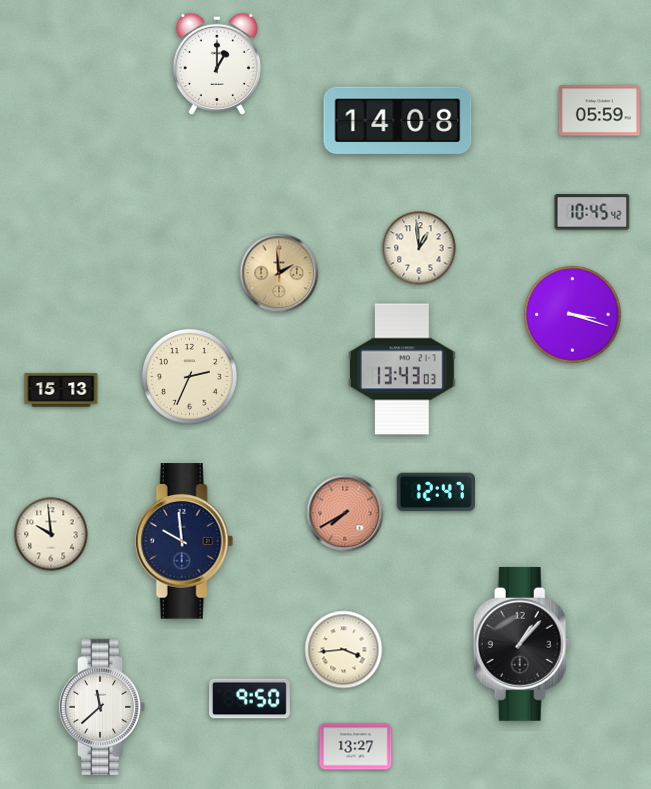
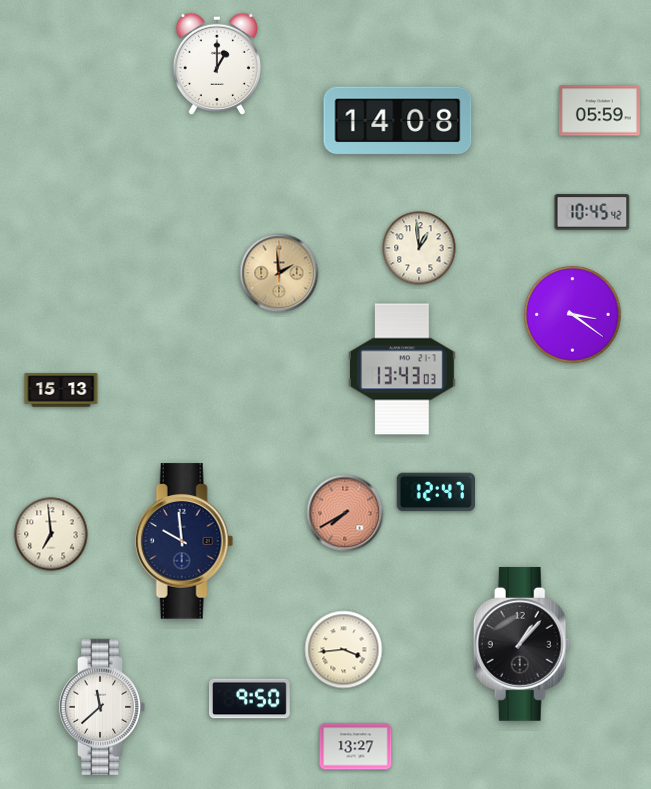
clock at (573, 315): 3:18 -> 3:21
clock at (190, 377): 2:34 -> none
clock at (51, 534): 9:59 -> 6:59
